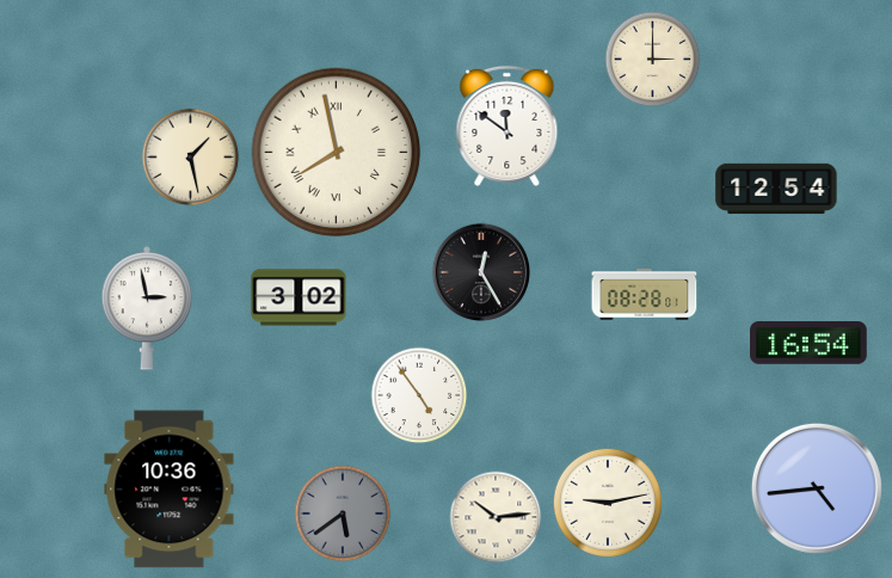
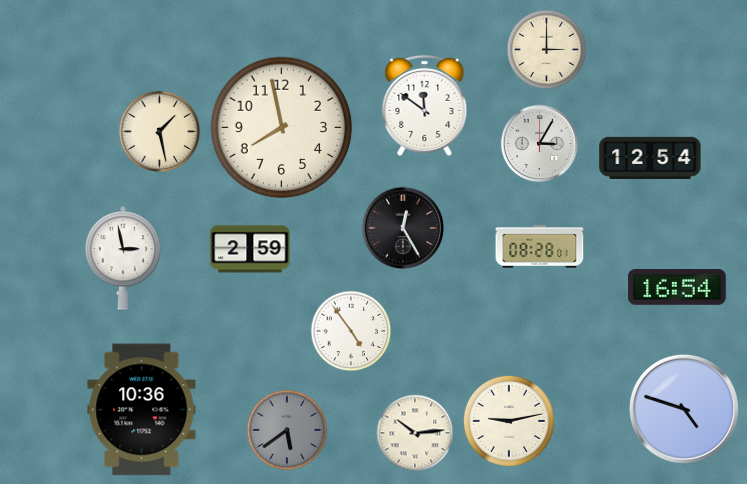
clock at (337, 153) numerals: Roman -> Arabic
clock at (540, 144): none -> 3:05
clock at (299, 297): 3:02 -> 2:59
clock at (817, 488): 4:44 -> 4:48
